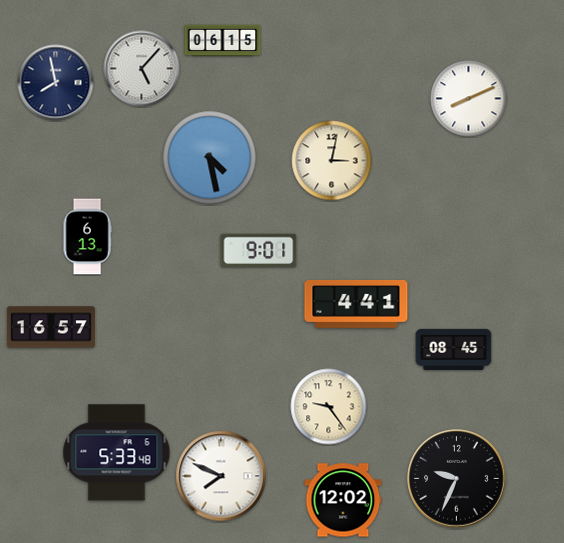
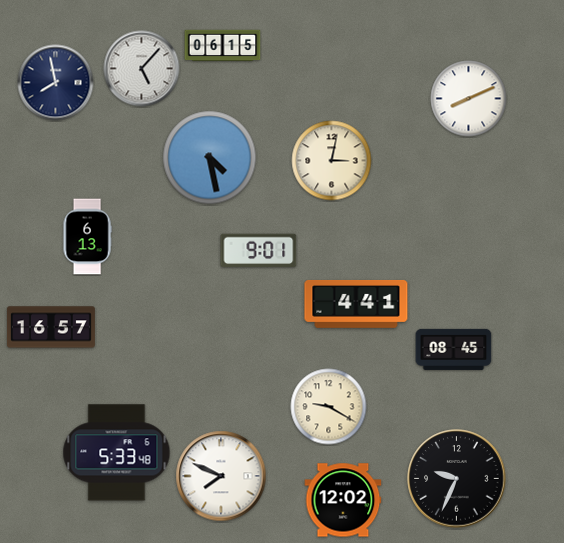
clock at (223, 41) position: (223, 41) -> (223, 46)
clock at (329, 407): 9:24 -> 9:20
